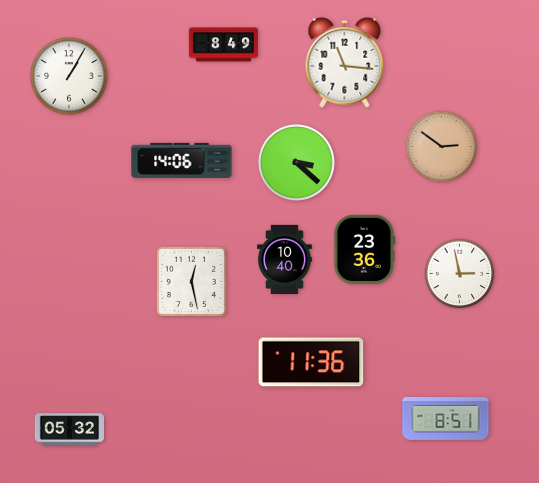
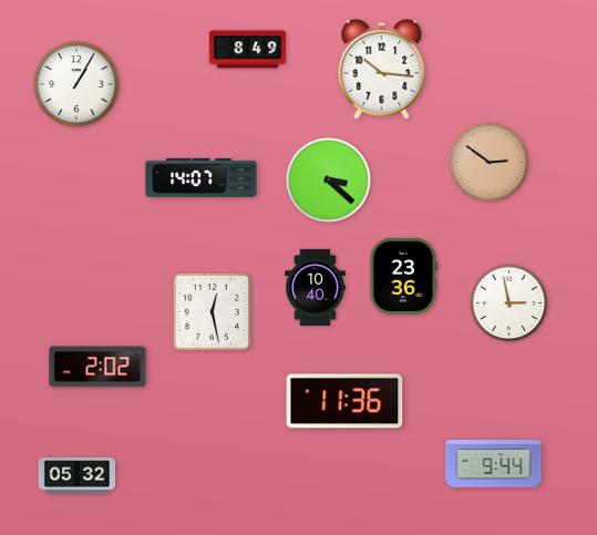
clock at (345, 62): 11:16 -> 10:16
clock at (182, 160): 14:06 -> 14:07
clock at (97, 367): none -> 2:02
clock at (446, 419): 8:51 -> 9:44
